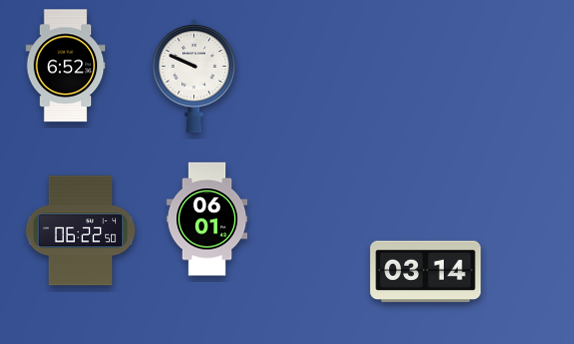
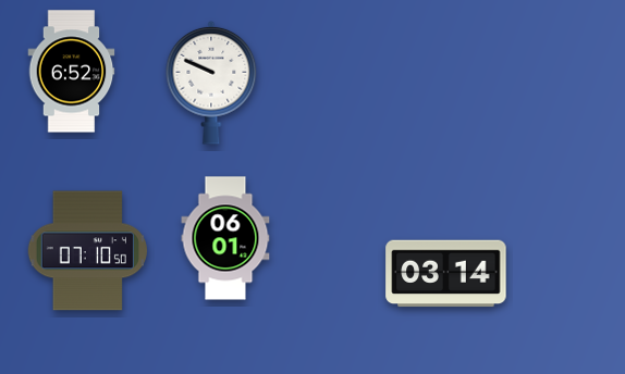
clock at (80, 231): 06:22 -> 07:10
clock at (426, 272) position: (426, 272) -> (446, 274)
